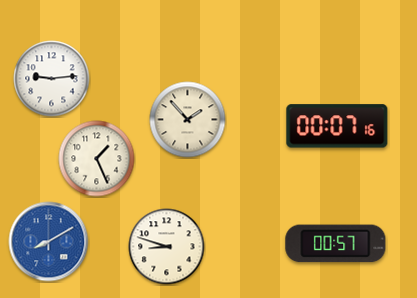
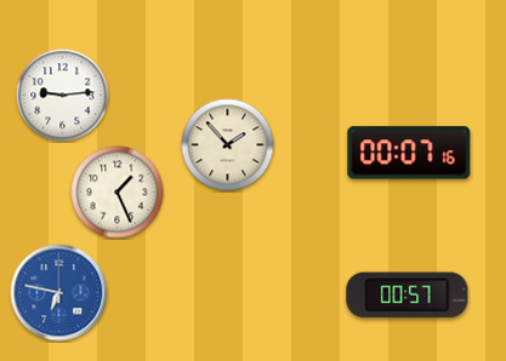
clock at (49, 242): 8:10 -> 6:47
clock at (167, 247): 8:48 -> none
